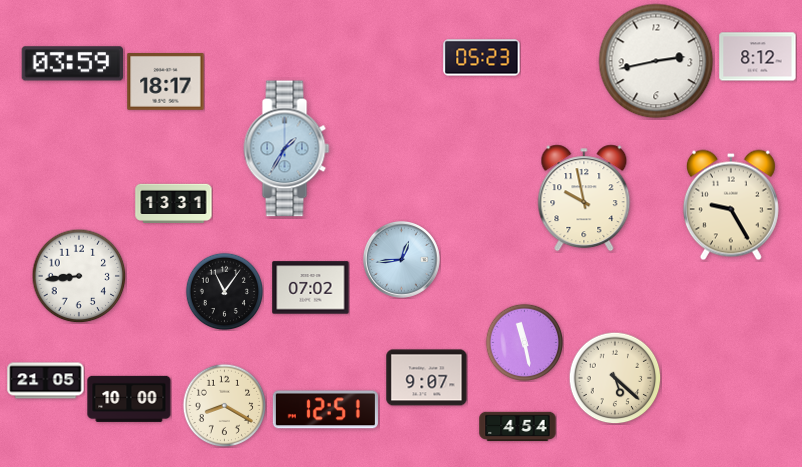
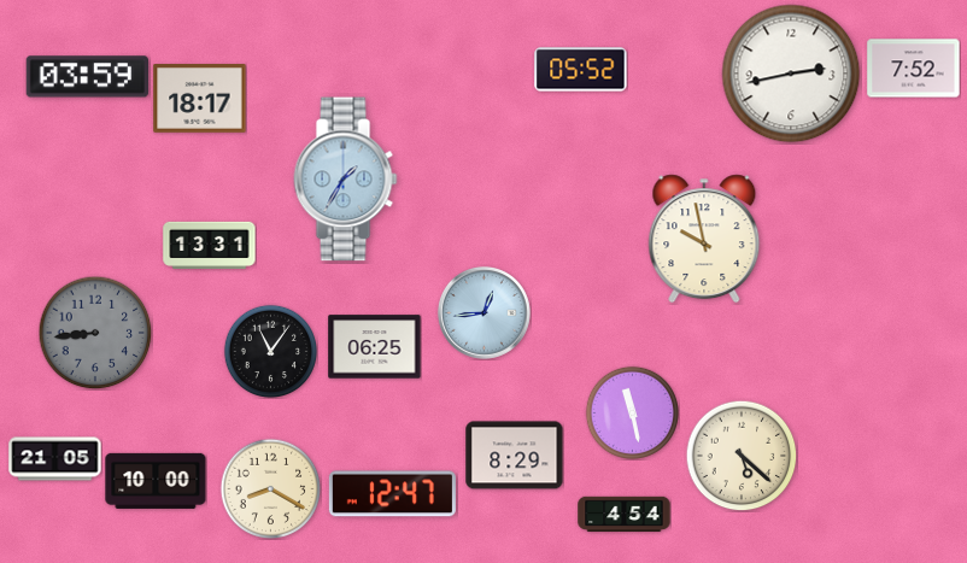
clock at (758, 57): 8:12 -> 7:52
clock at (482, 58): 05:23 -> 05:52
clock at (731, 205): 9:25 -> none
clock at (79, 276) dial: white -> grey
clock at (311, 288): 07:02 -> 06:25
clock at (427, 378): 9:07 -> 8:29
clock at (325, 410): 12:51 -> 12:47
